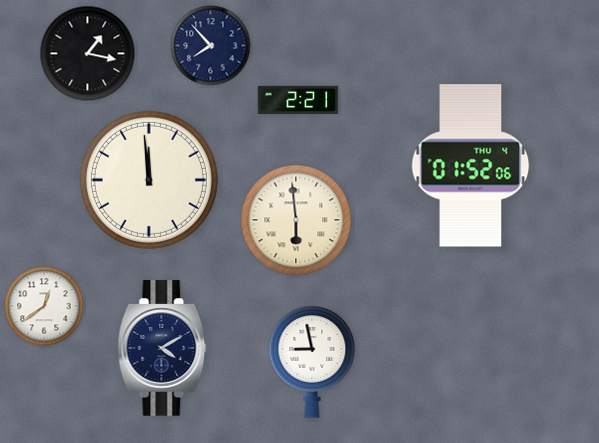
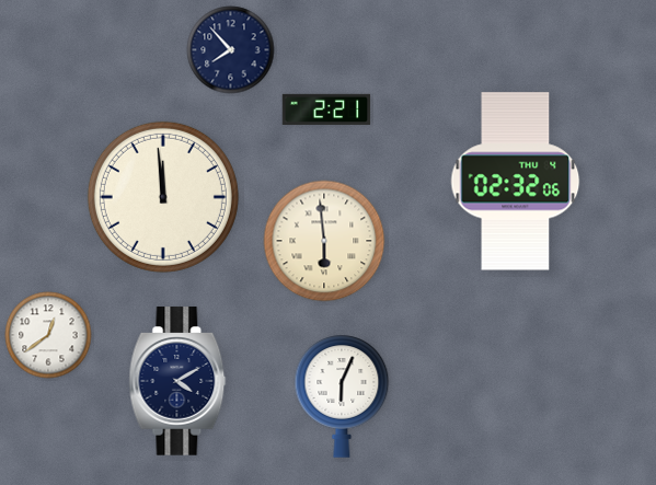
clock at (88, 54): 1:17 -> none
clock at (471, 166): 01:52 -> 02:32
clock at (312, 362): 8:58 -> 6:04
